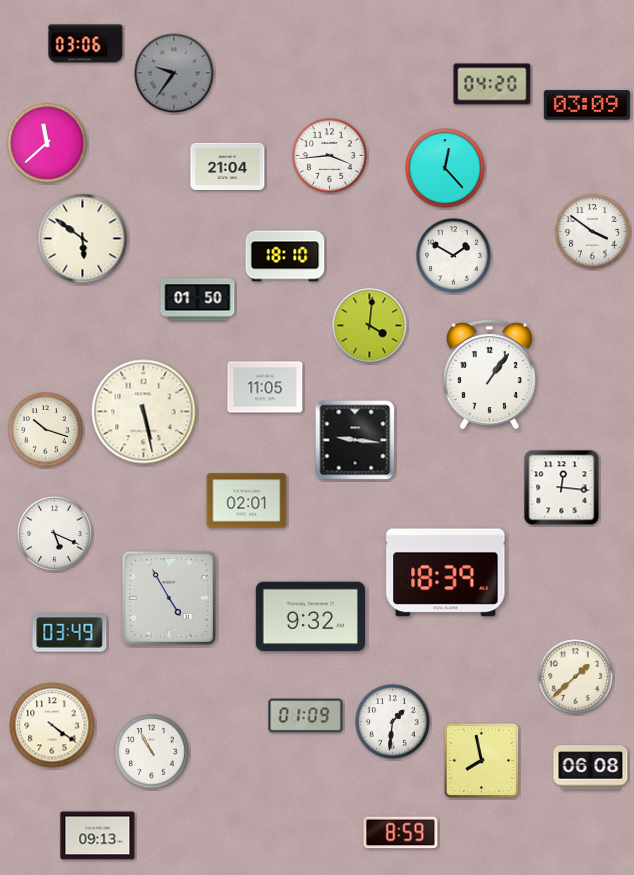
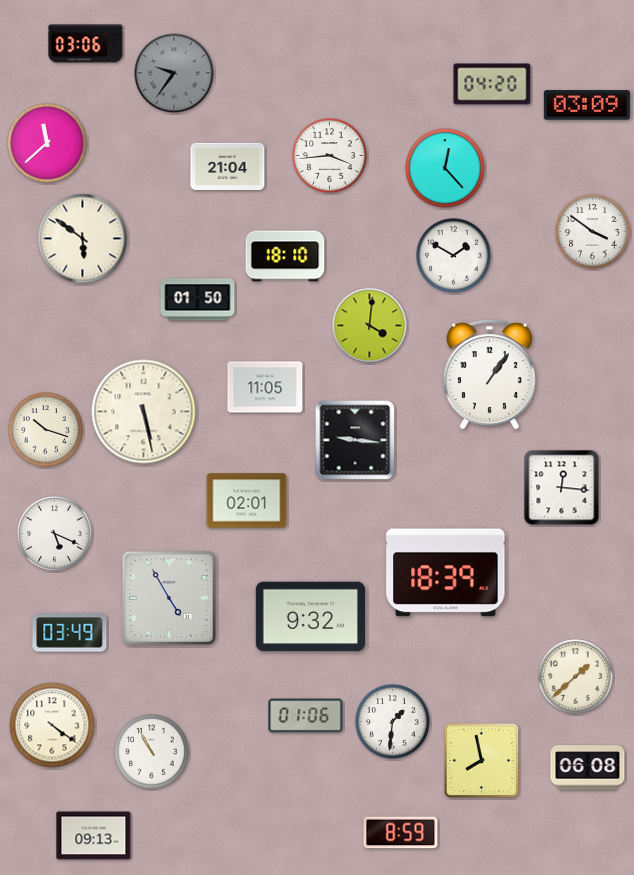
clock at (306, 716): 01:09 -> 01:06
clock at (591, 768) position: (591, 768) -> (588, 768)
clock at (98, 836) position: (98, 836) -> (94, 836)
